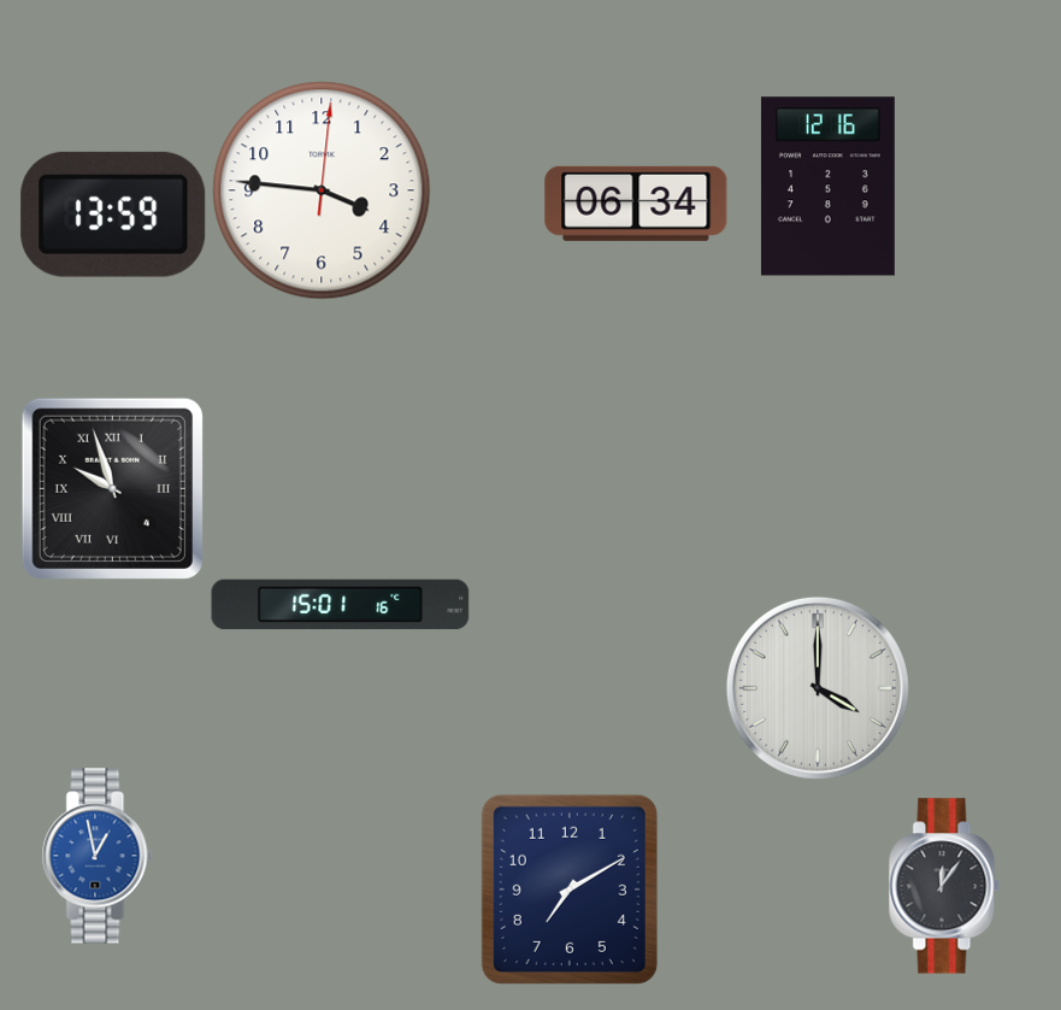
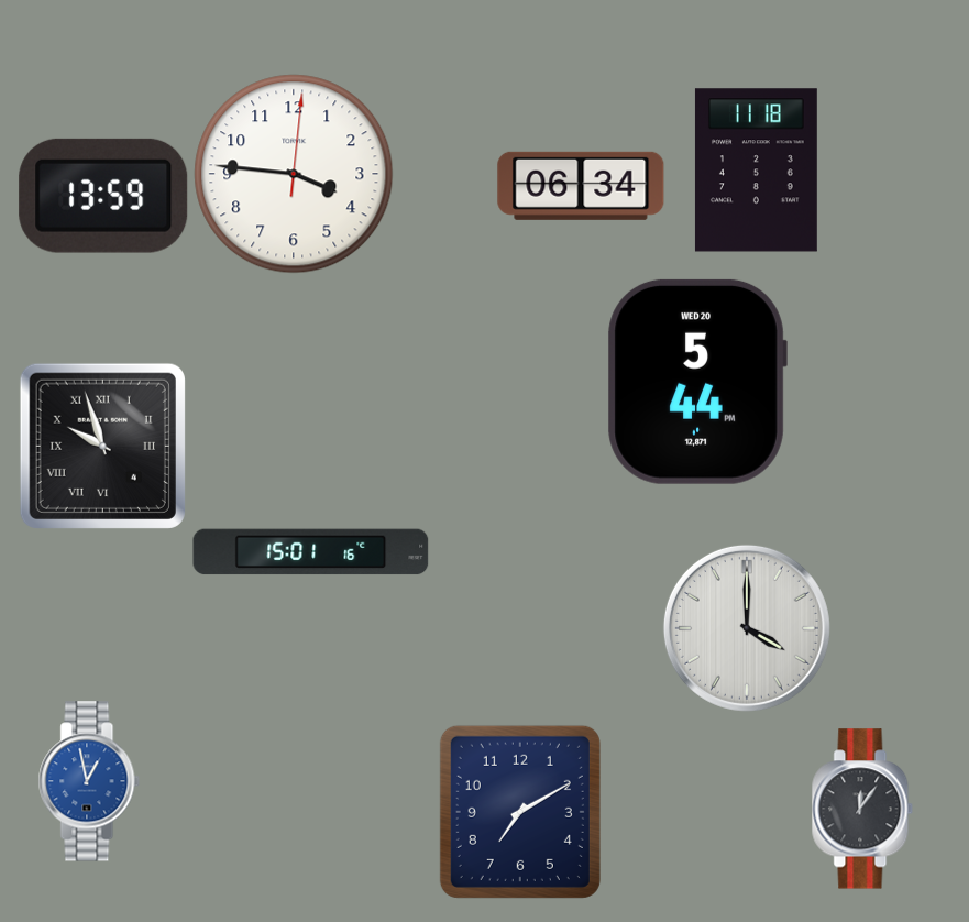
clock at (827, 187): 12:16 -> 11:18
clock at (697, 382): none -> 5:44
